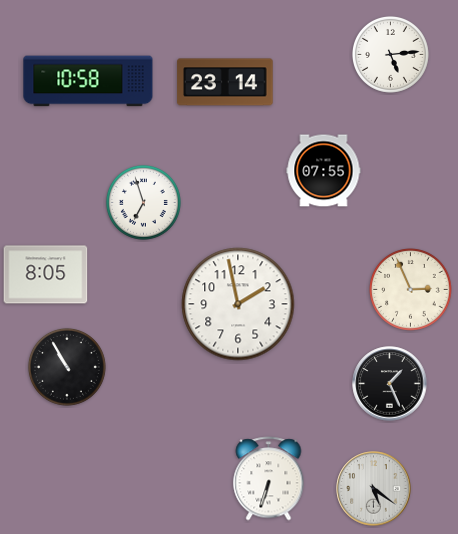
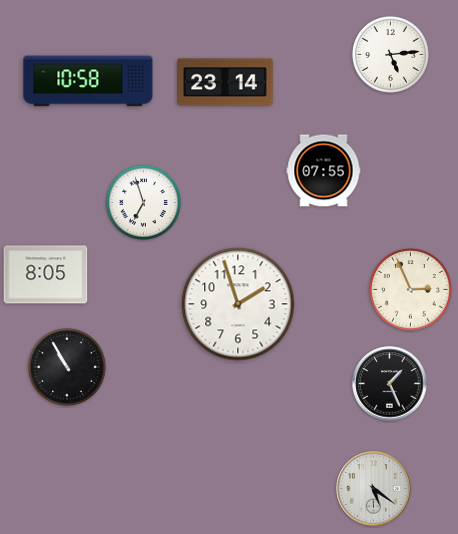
clock at (238, 304): 1:58 -> 1:57
clock at (269, 479): 6:33 -> none
